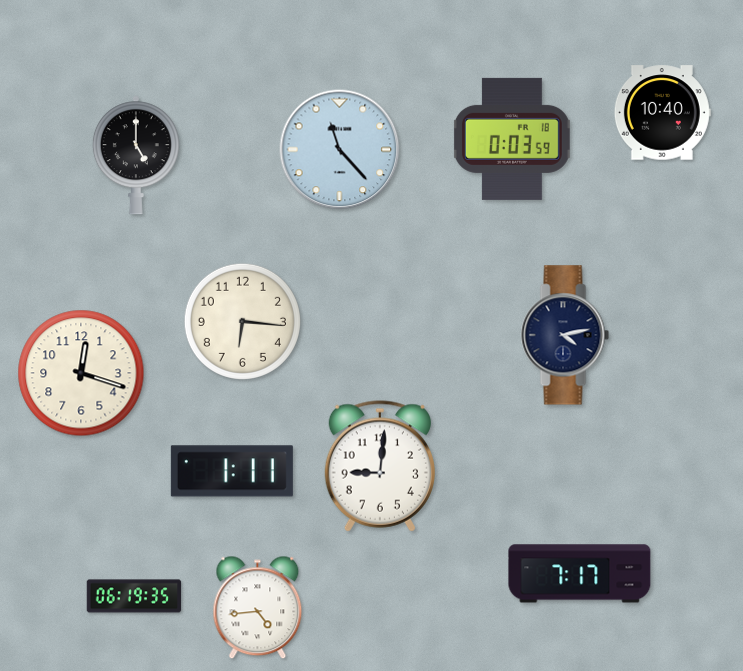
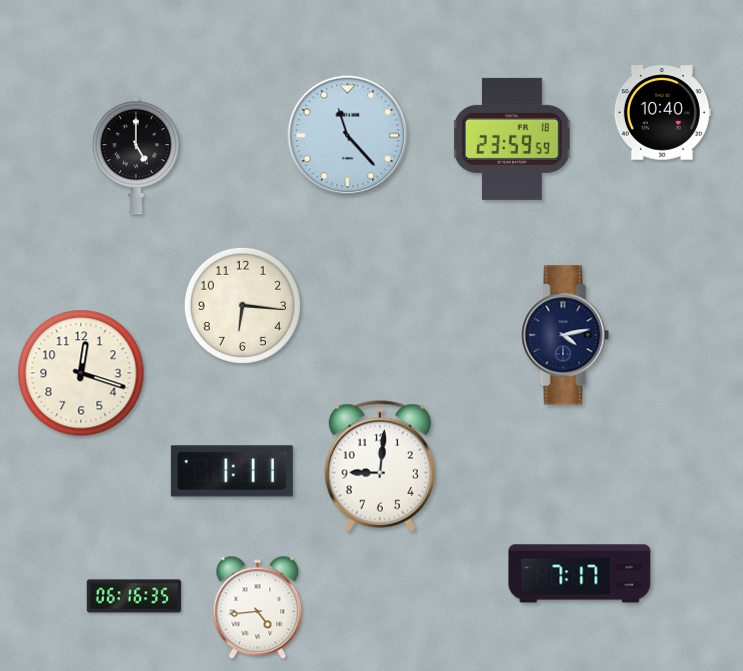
clock at (512, 139): 0:03 -> 23:59
clock at (340, 150) position: (340, 150) -> (348, 136)
clock at (242, 321) position: (242, 321) -> (242, 305)
clock at (134, 596): 06:19 -> 06:16
